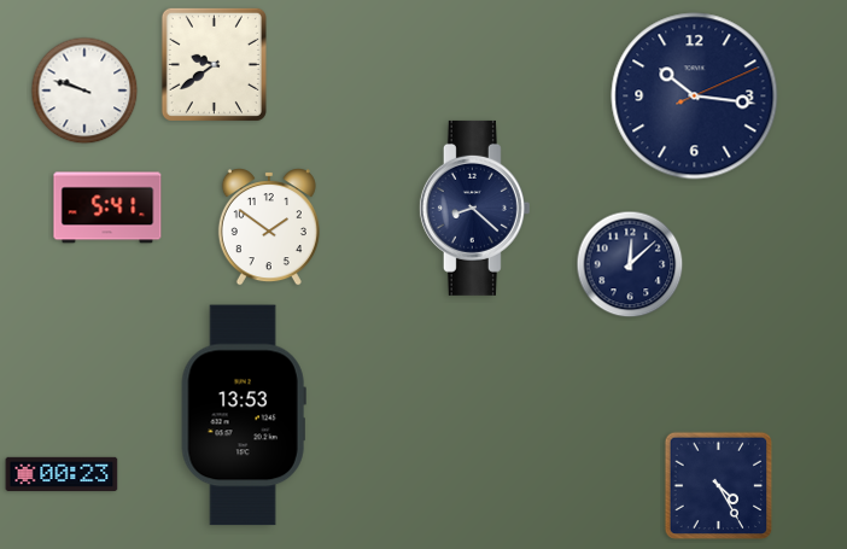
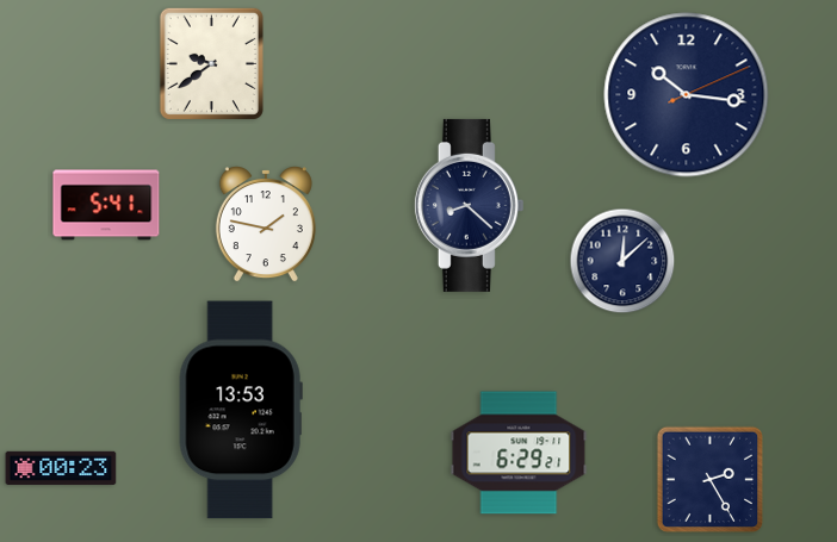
clock at (84, 90): 9:48 -> none
clock at (269, 227): 1:51 -> 1:47
clock at (519, 453): none -> 6:29
clock at (719, 486): 4:25 -> 2:25
